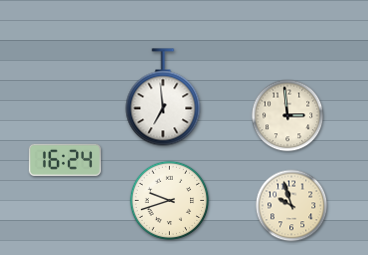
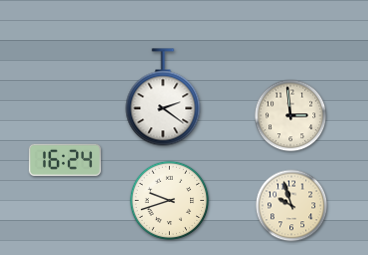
clock at (163, 97): 6:59 -> 2:21
clock at (288, 116) position: (288, 116) -> (291, 116)
